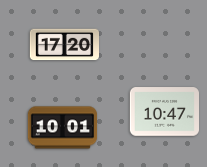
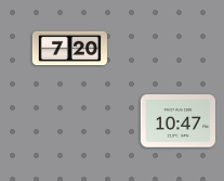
clock at (64, 45): 17:20 -> 7:20
clock at (63, 128): 10:01 -> none
